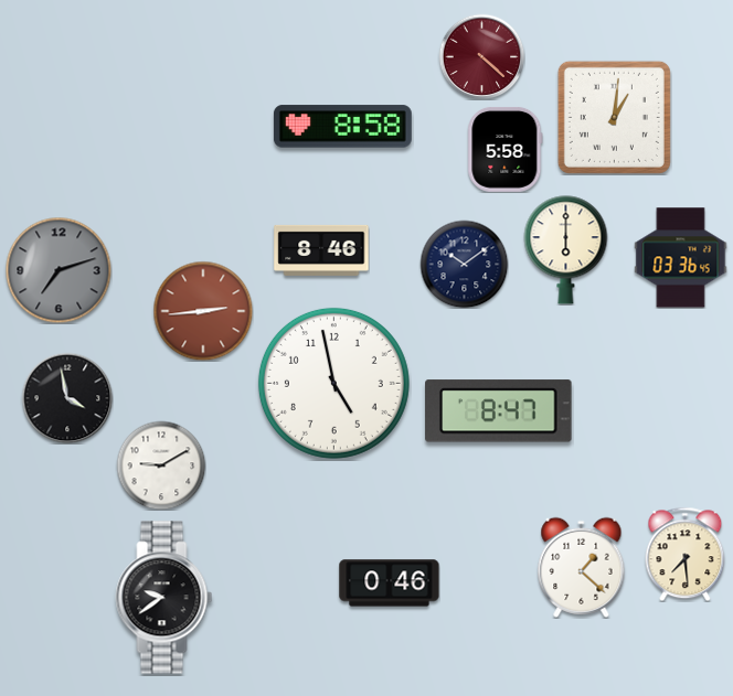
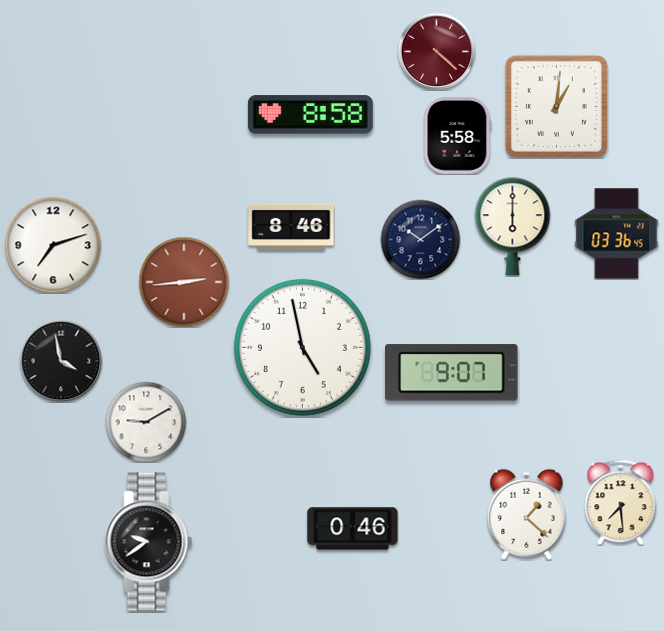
clock at (59, 270) dial: grey -> white
clock at (499, 411): 8:47 -> 9:07
